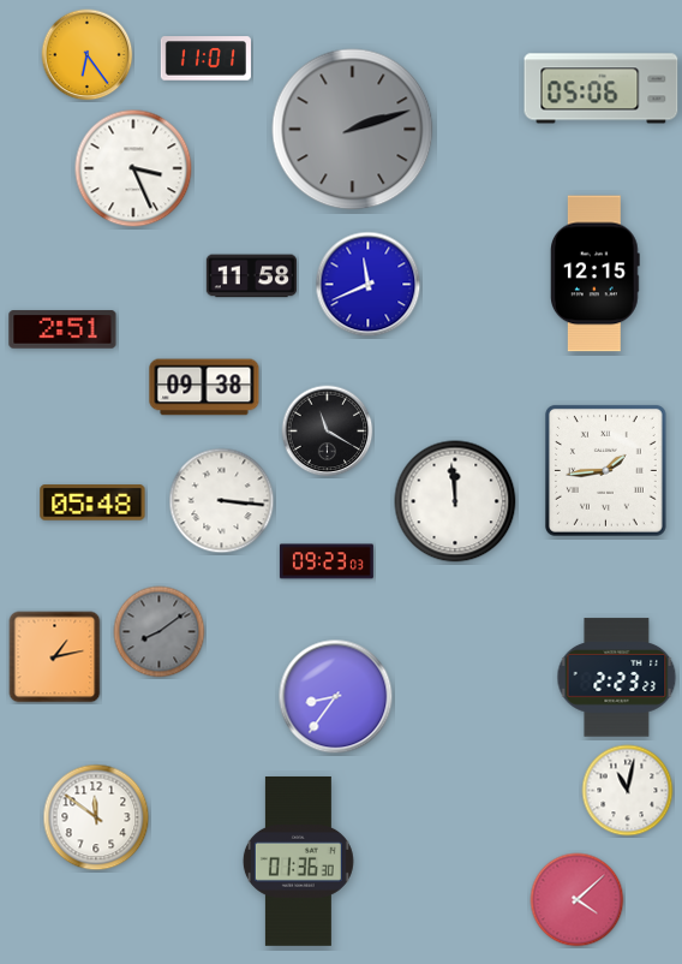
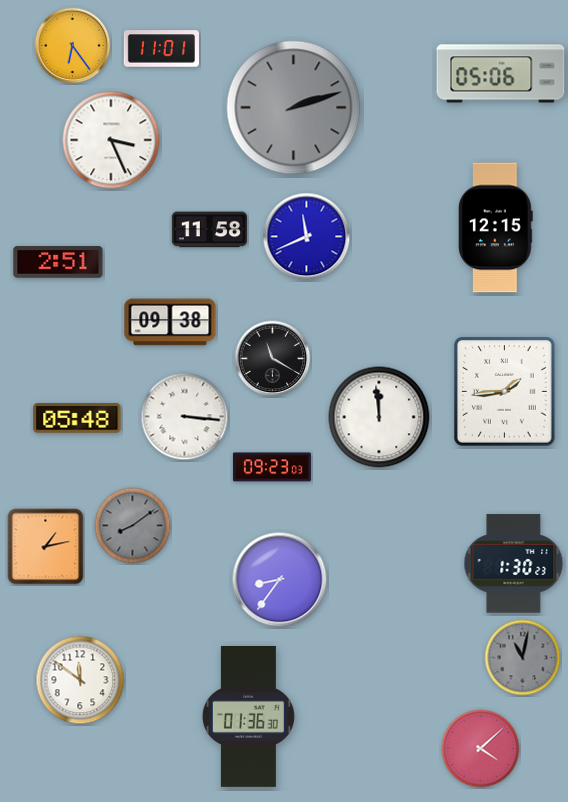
clock at (205, 59) position: (205, 59) -> (161, 49)
clock at (62, 329) position: (62, 329) -> (58, 262)
clock at (617, 678): 2:23 -> 1:30
clock at (628, 791) dial: white -> grey
